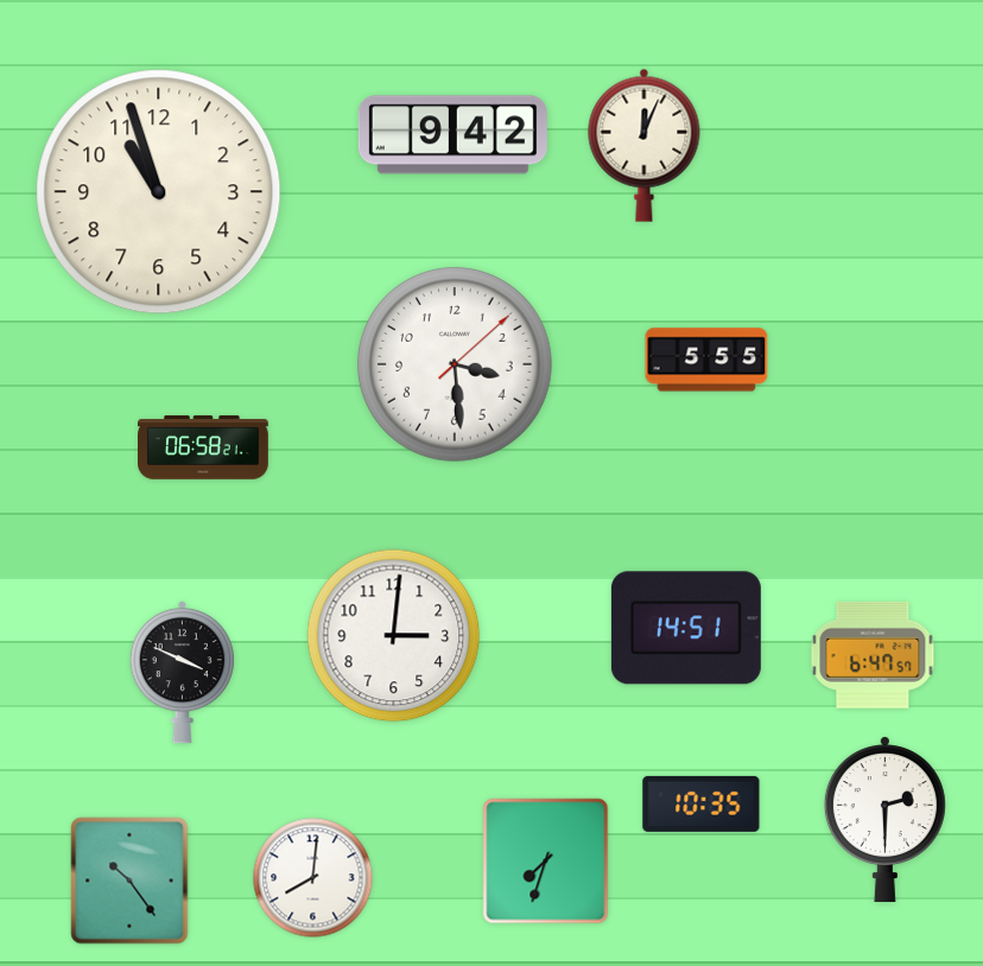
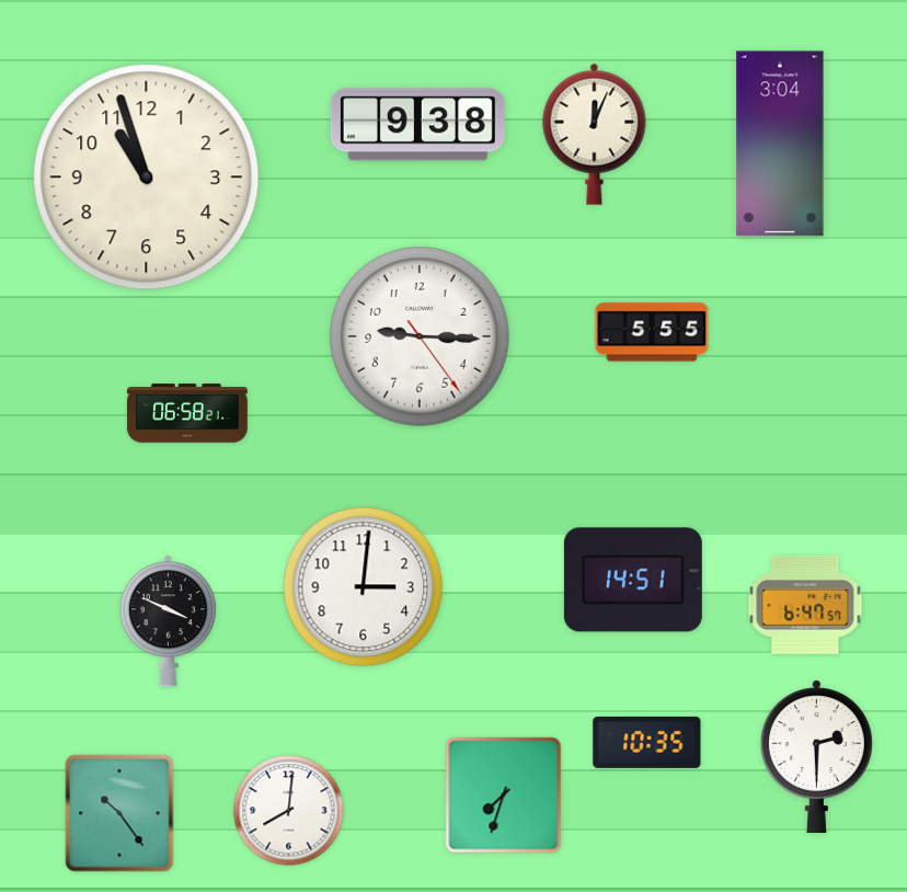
clock at (452, 135): 9:42 -> 9:38
clock at (780, 144): none -> 3:04
clock at (455, 364): 3:29 -> 9:15
